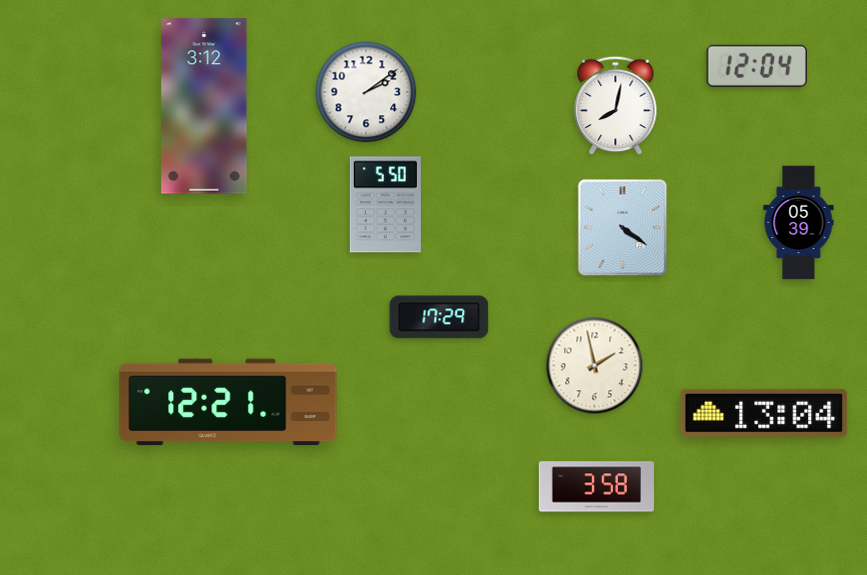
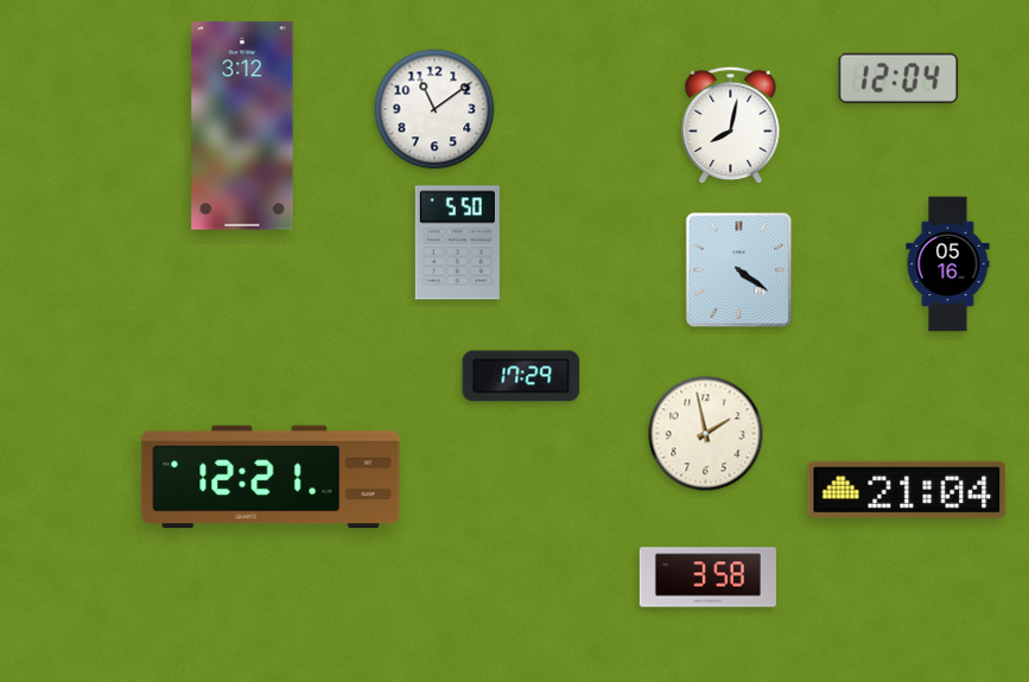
clock at (366, 92): 2:09 -> 11:09
clock at (799, 223): 05:39 -> 05:16
clock at (764, 413): 13:04 -> 21:04
